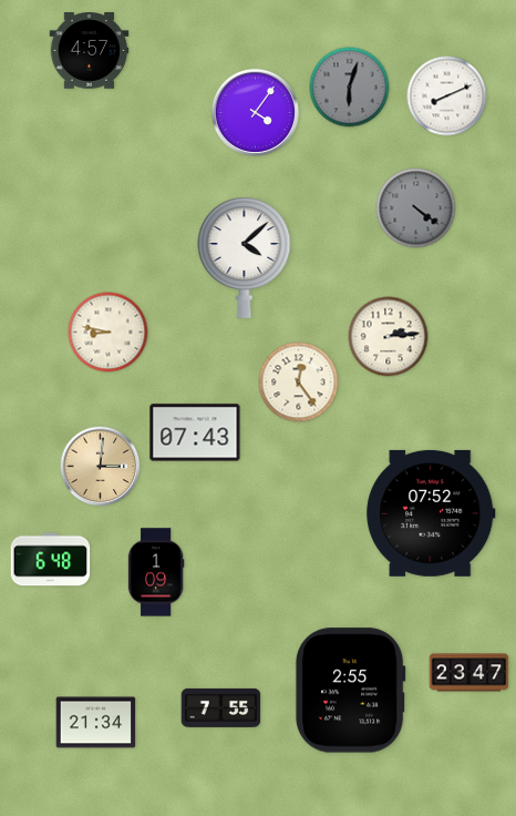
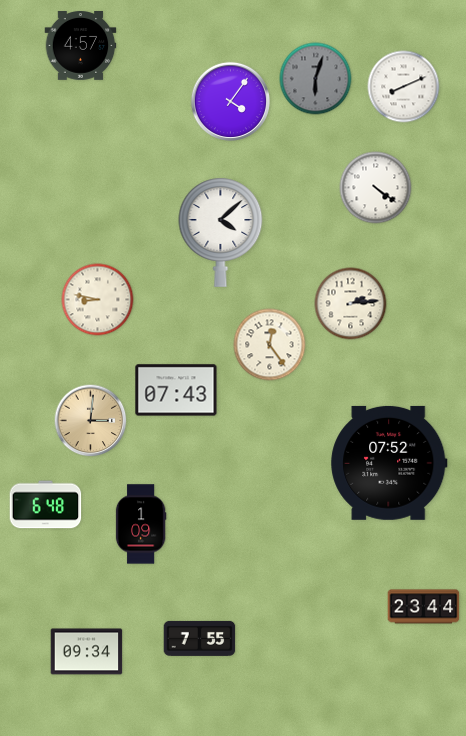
clock at (416, 208) dial: grey -> white
clock at (156, 572) position: (156, 572) -> (141, 524)
clock at (469, 673): 23:47 -> 23:44
clock at (350, 691): 2:55 -> none
clock at (96, 723): 21:34 -> 09:34
